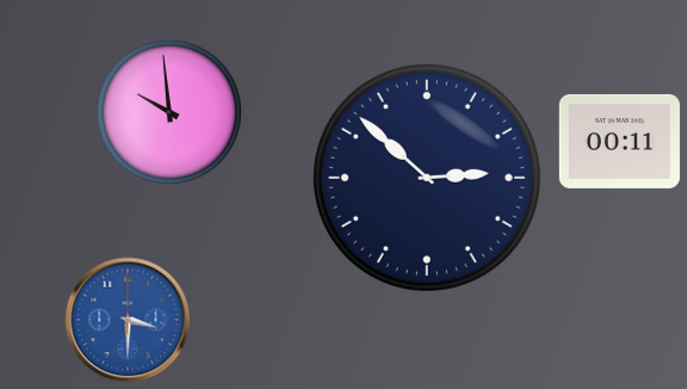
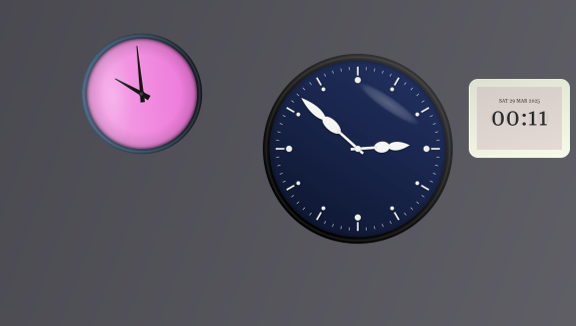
clock at (128, 320): 3:30 -> none
